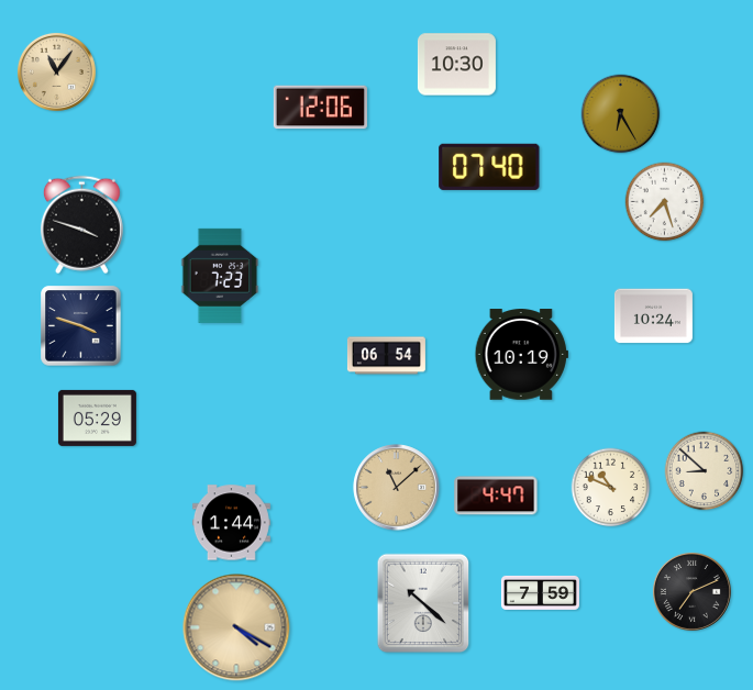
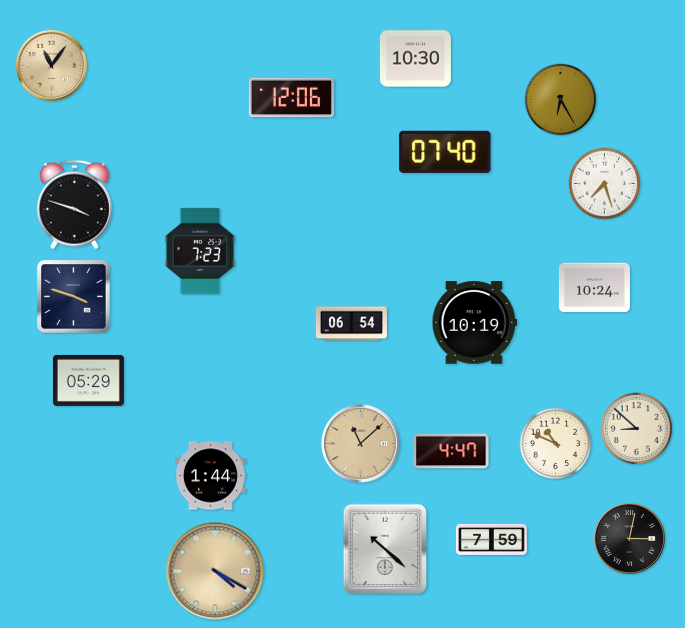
clock at (621, 114) position: (621, 114) -> (561, 100)
clock at (705, 471) position: (705, 471) -> (637, 429)
clock at (691, 591): 7:11 -> 3:02
